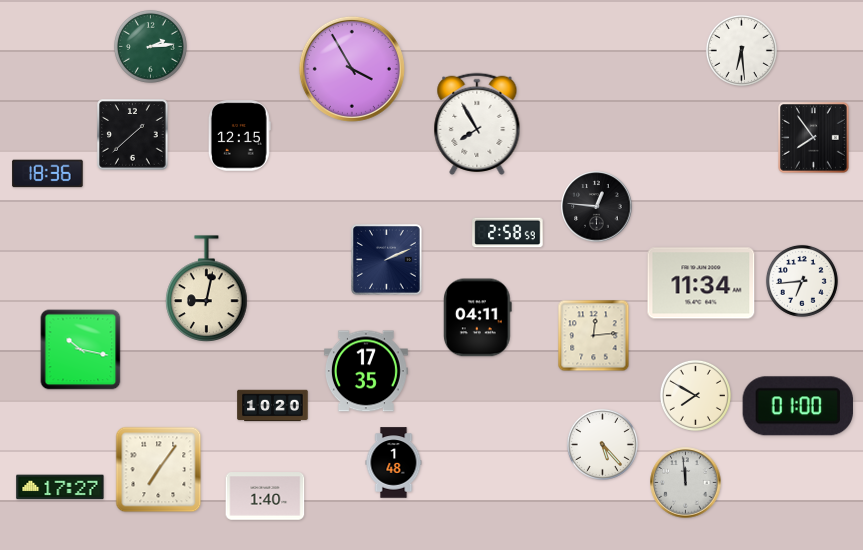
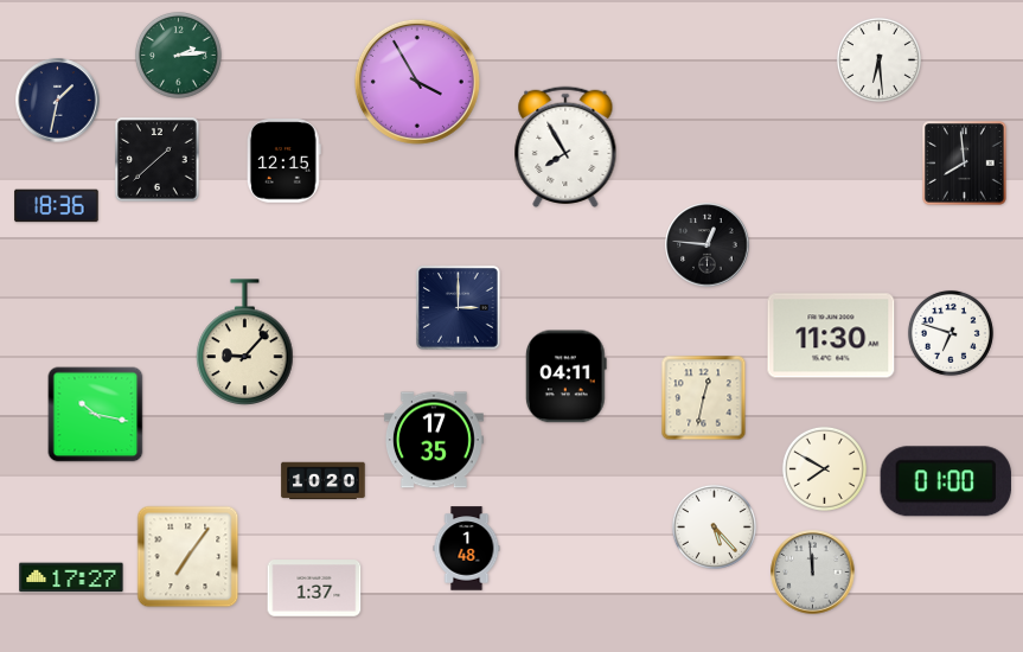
clock at (58, 101): none -> 1:32
clock at (814, 138): 7:54 -> 7:59
clock at (508, 233): 2:58 -> none
clock at (387, 260): 2:11 -> 3:00
clock at (802, 281): 6:44 -> 6:48
clock at (701, 283): 11:34 -> 11:30
clock at (207, 289): 9:02 -> 9:07
clock at (594, 336): 12:14 -> 12:32
clock at (265, 496): 1:40 -> 1:37
